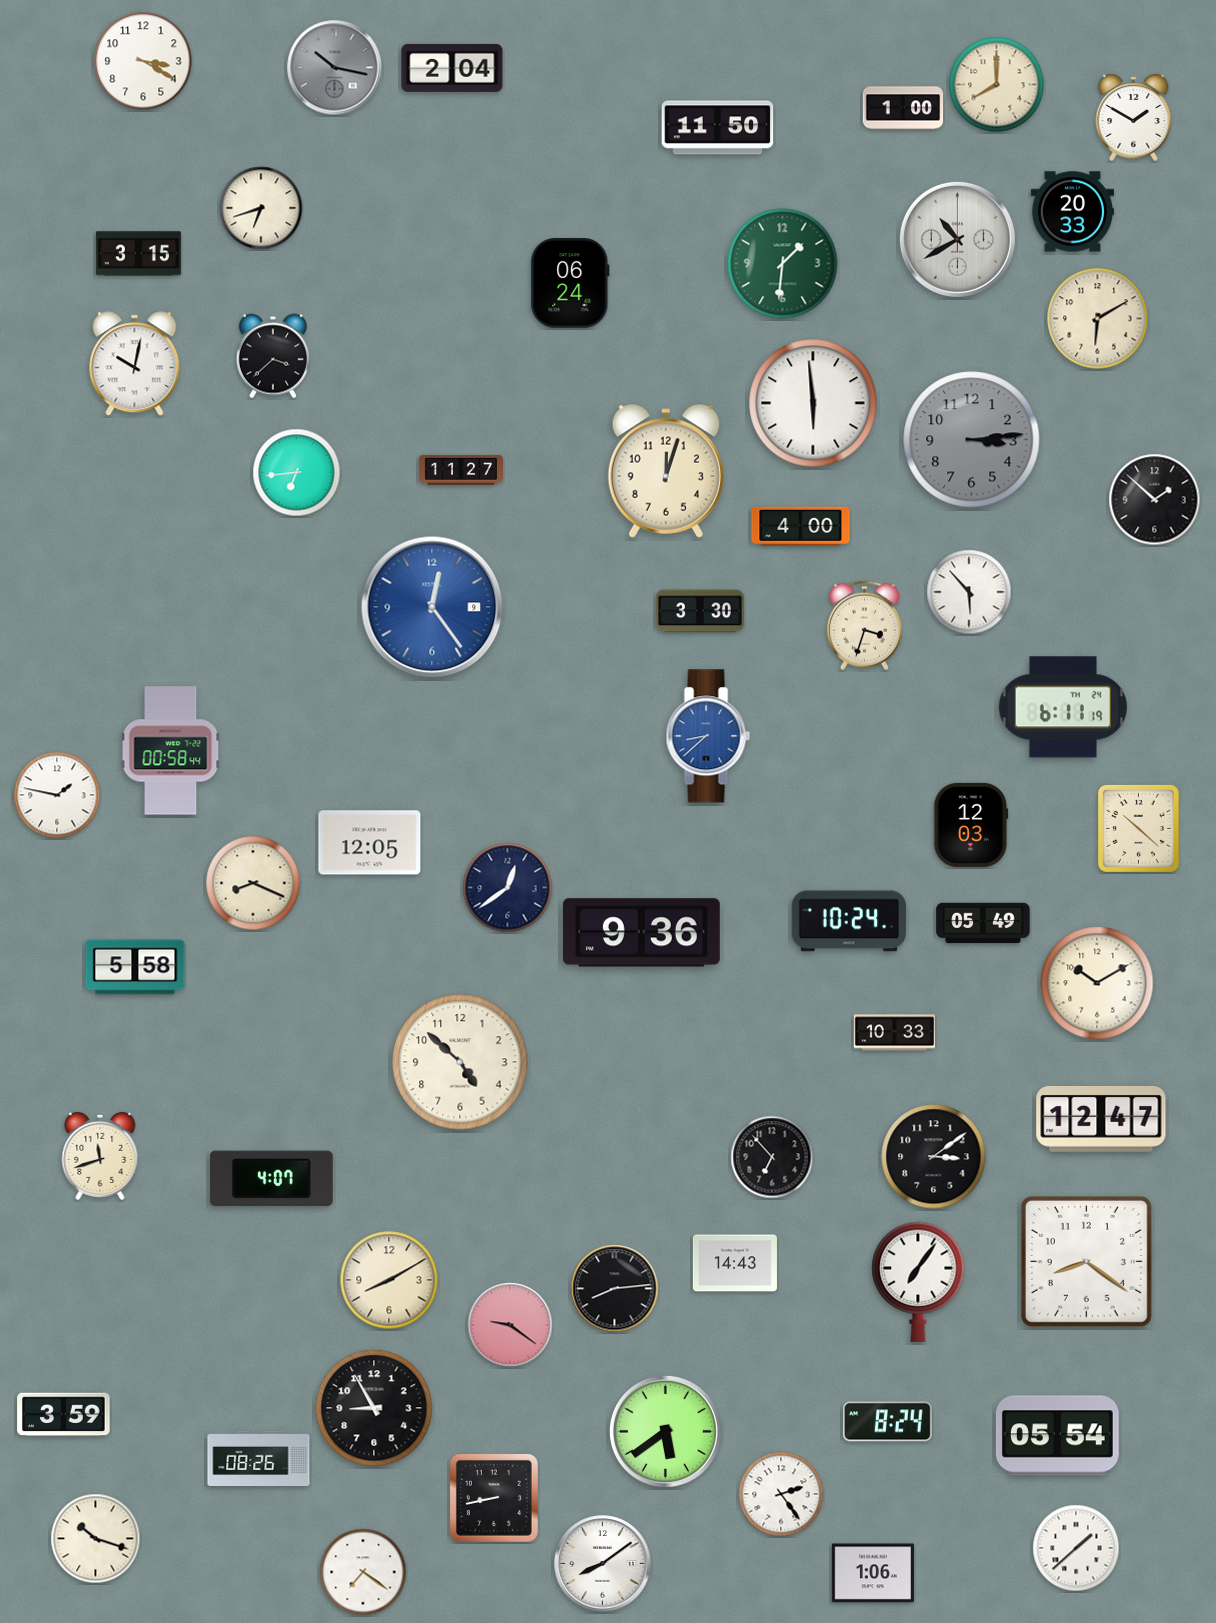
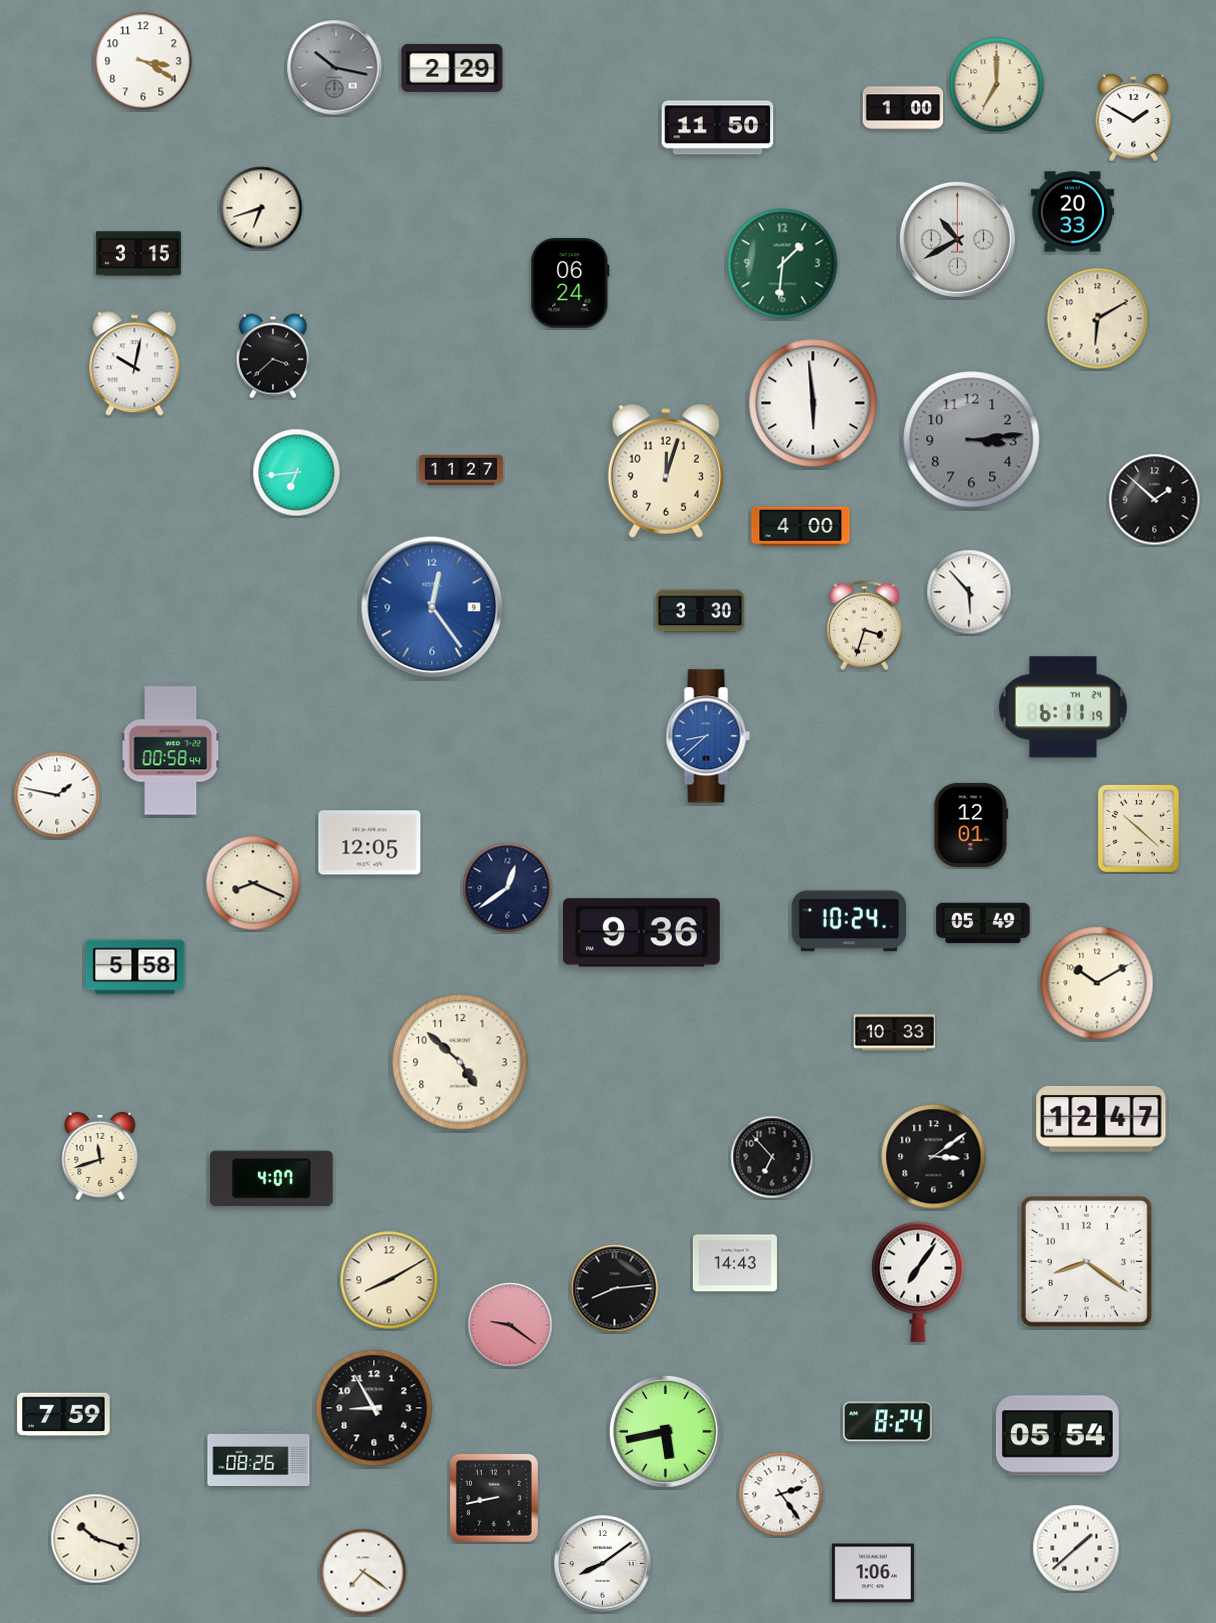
clock at (452, 68): 2:04 -> 2:29
clock at (997, 85): 8:00 -> 7:00
clock at (971, 825): 12:03 -> 12:01
clock at (64, 1415): 3:59 -> 7:59
clock at (665, 1431): 5:39 -> 5:43
